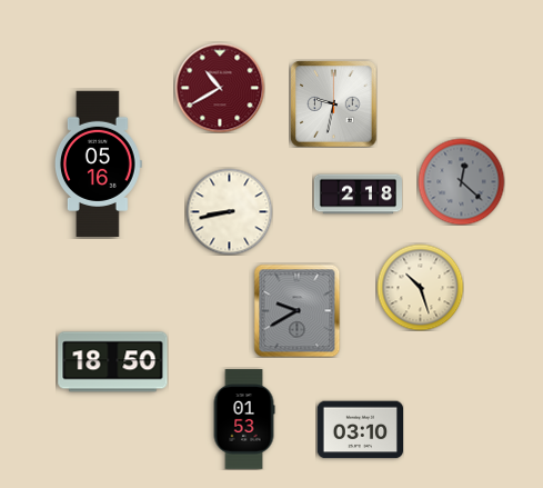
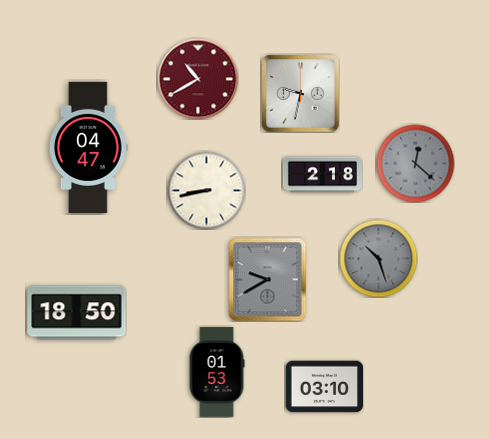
clock at (98, 163): 05:16 -> 04:47
clock at (420, 287) dial: cream -> grey
clock at (113, 362) position: (113, 362) -> (77, 313)
clock at (244, 419) position: (244, 419) -> (217, 372)
